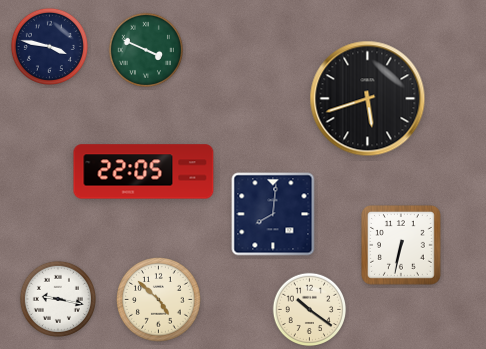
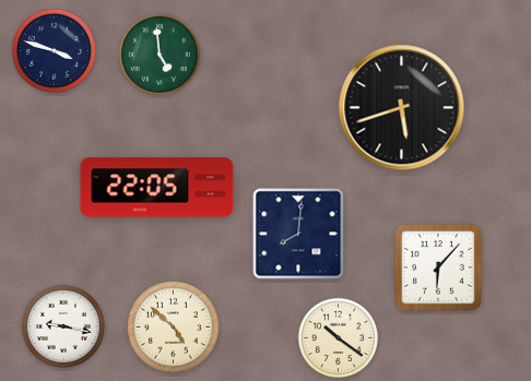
clock at (49, 46): 3:47 -> 3:48
clock at (145, 49): 3:49 -> 4:59
clock at (402, 246): 6:32 -> 6:07
